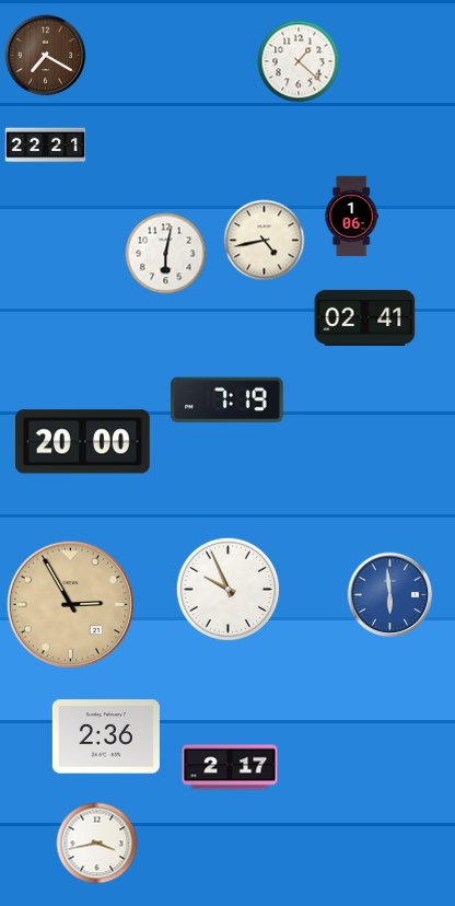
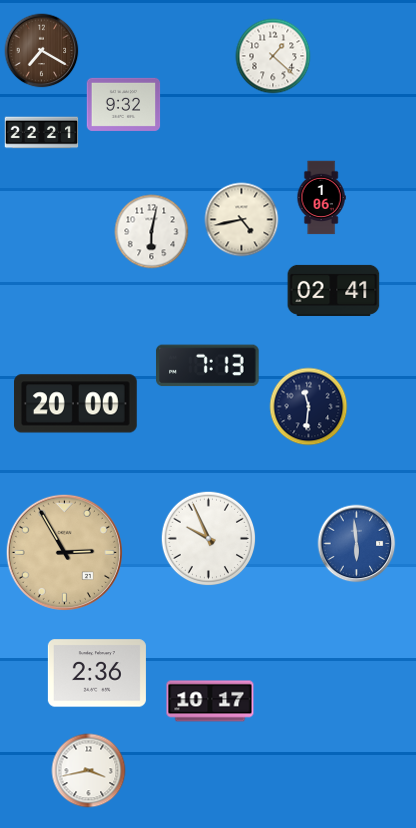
clock at (124, 104): none -> 9:32
clock at (227, 400): 7:19 -> 7:13
clock at (309, 407): none -> 11:31
clock at (230, 767): 2:17 -> 10:17
